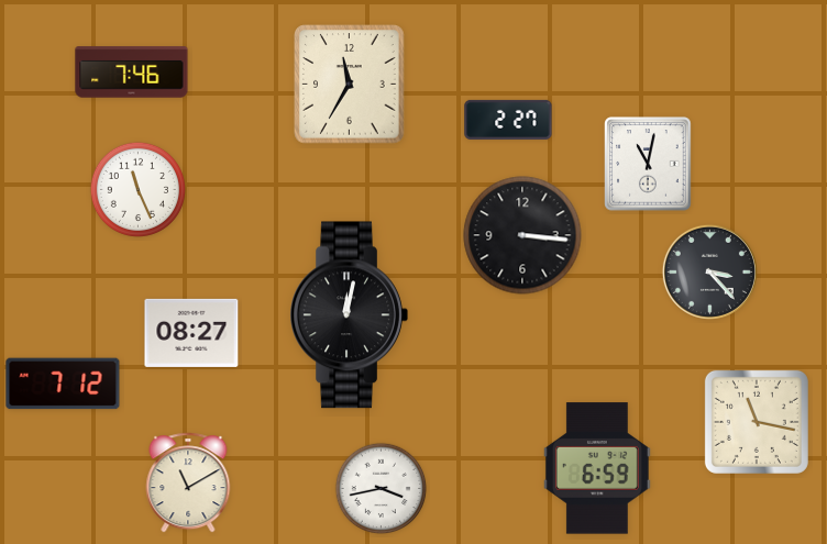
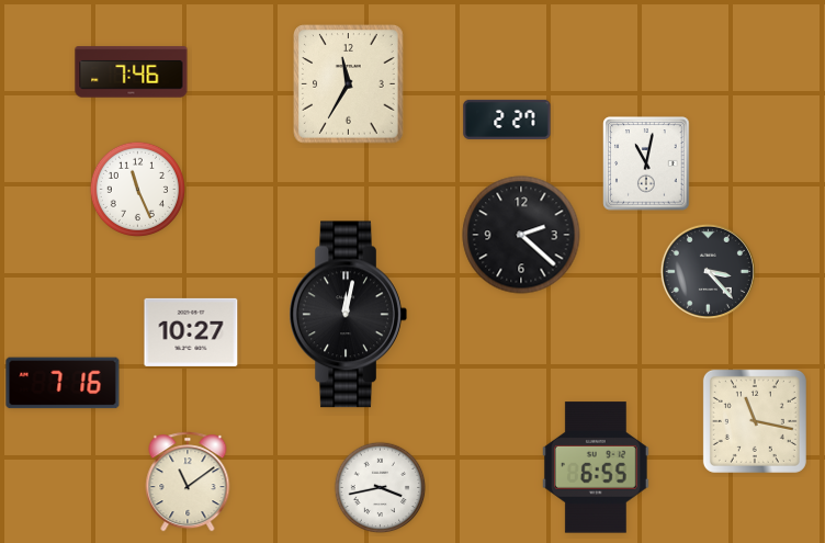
clock at (522, 235): 3:16 -> 2:22
clock at (191, 333): 08:27 -> 10:27
clock at (63, 384): 7:12 -> 7:16
clock at (597, 468): 6:59 -> 6:55
clock at (188, 482): 11:10 -> 11:09
